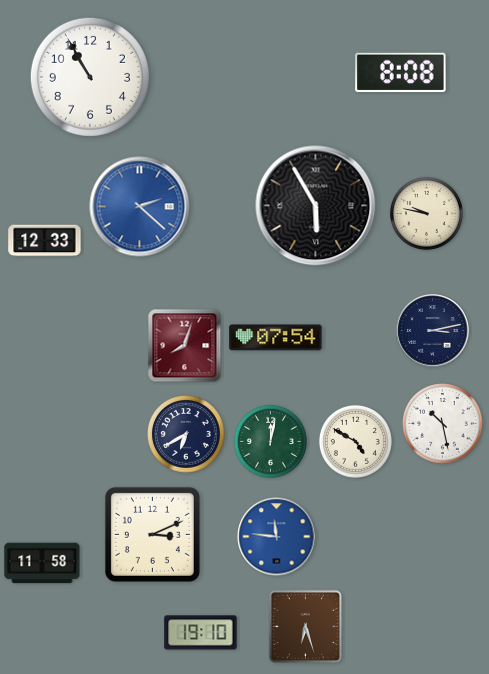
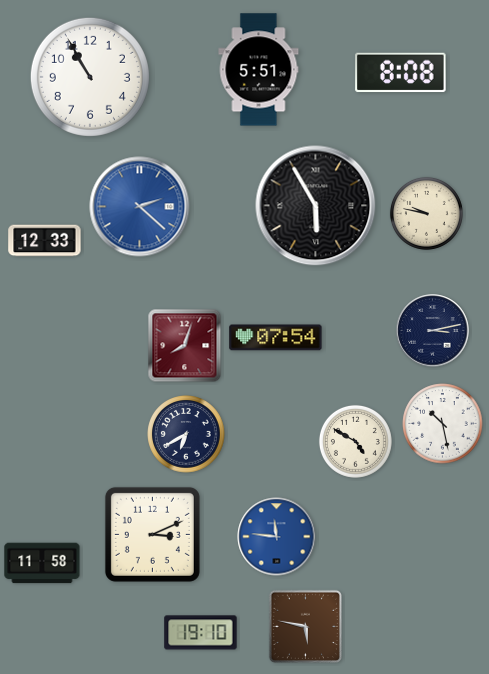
clock at (259, 70): none -> 5:51
clock at (270, 441): 12:02 -> none
clock at (305, 626): 6:27 -> 5:47
